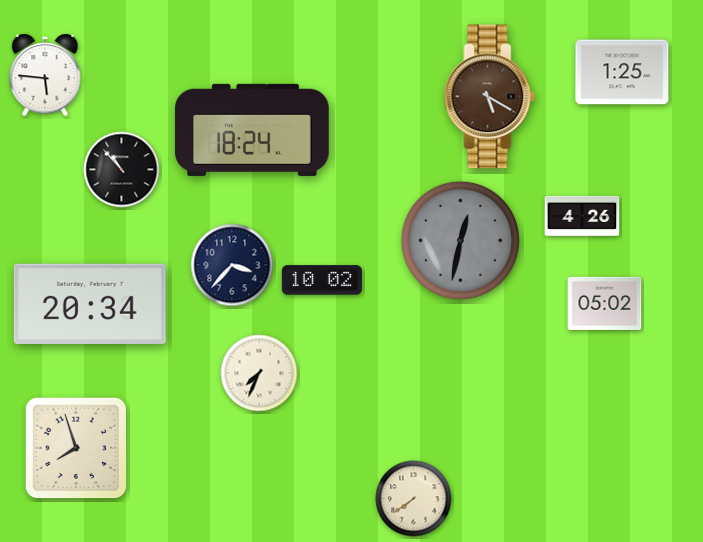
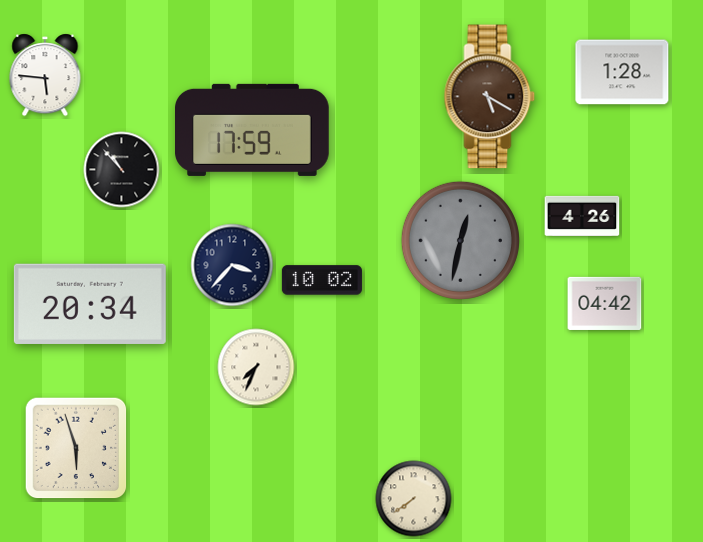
clock at (622, 72): 1:25 -> 1:28
clock at (253, 130): 18:24 -> 17:59
clock at (605, 303): 05:02 -> 04:42
clock at (259, 373) position: (259, 373) -> (256, 367)
clock at (76, 448): 7:57 -> 5:57
